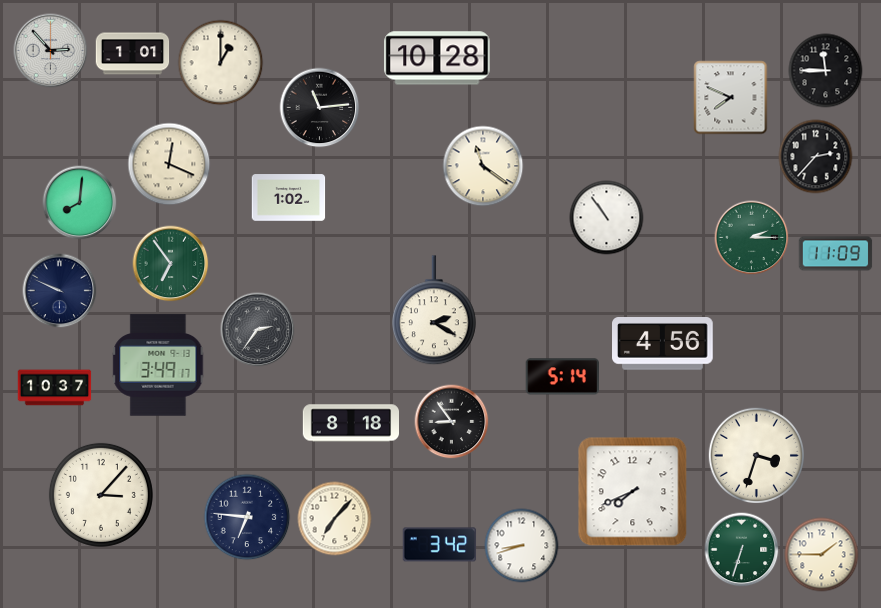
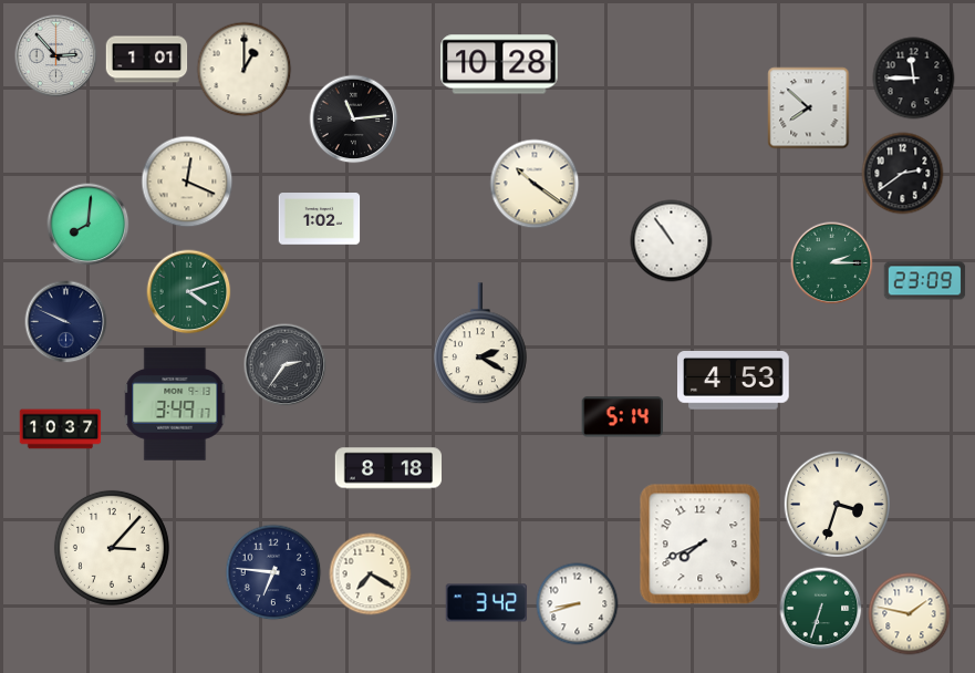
clock at (437, 58) position: (437, 58) -> (499, 64)
clock at (731, 98): 7:49 -> 7:52
clock at (816, 157): 2:37 -> 2:39
clock at (483, 166): 11:21 -> 10:21
clock at (836, 254): 11:09 -> 23:09
clock at (171, 264): 6:54 -> 4:12
clock at (663, 344): 4:56 -> 4:53
clock at (452, 422): 8:54 -> none
clock at (335, 519): 7:07 -> 7:20
clock at (822, 555): 1:45 -> 1:47
